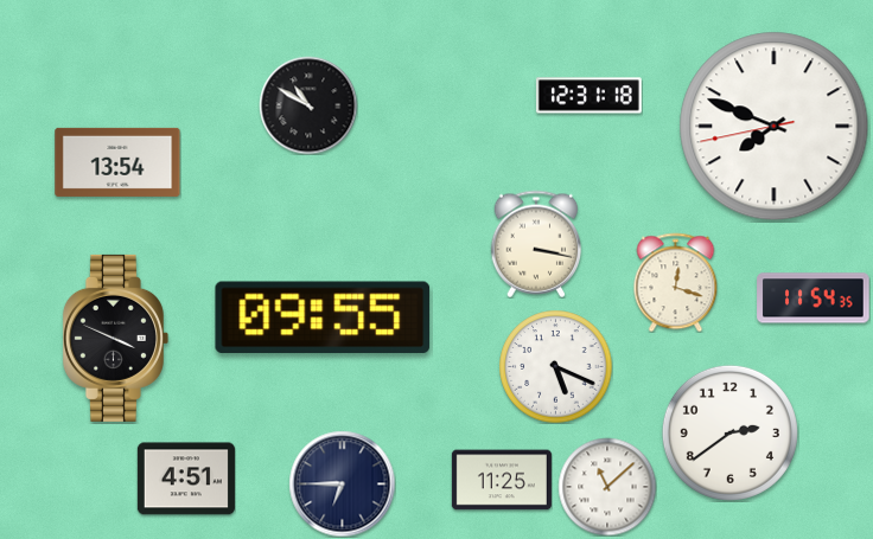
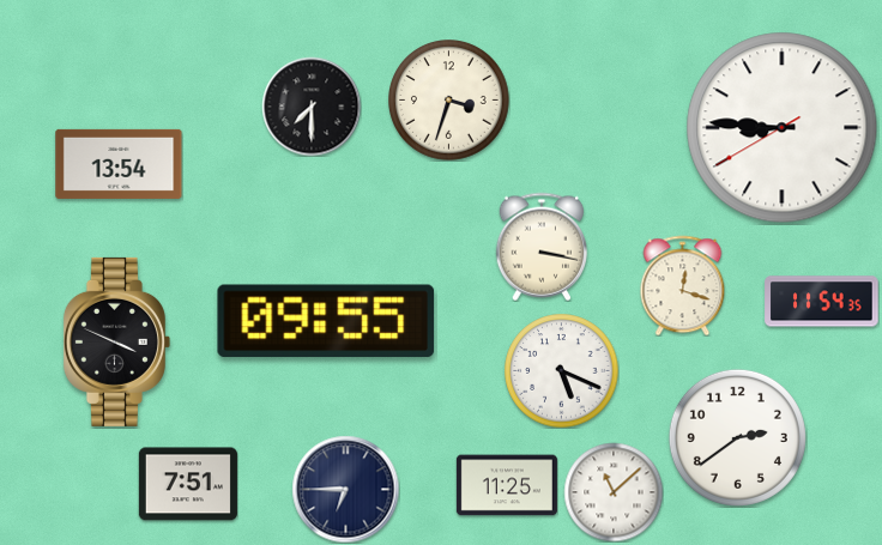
clock at (588, 96): 12:31 -> none
clock at (449, 101): none -> 3:33
clock at (308, 105): 10:50 -> 7:30
clock at (775, 127): 7:48 -> 8:45
clock at (186, 479): 4:51 -> 7:51
